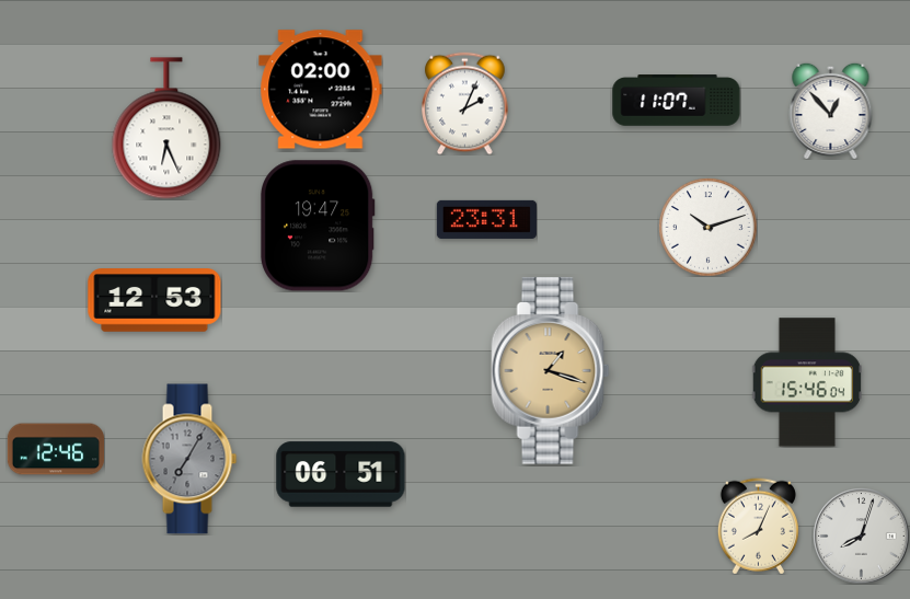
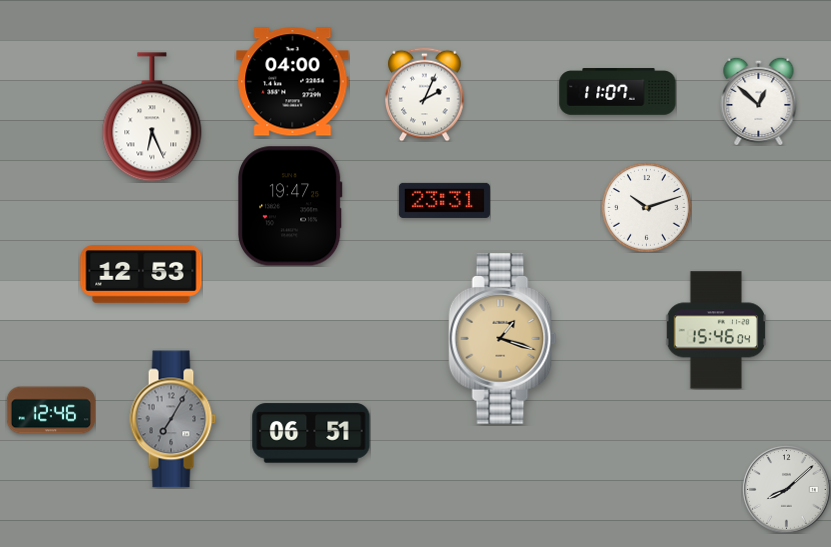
clock at (321, 90): 02:00 -> 04:00
clock at (831, 111): 12:53 -> 12:52
clock at (807, 382) position: (807, 382) -> (716, 330)
clock at (758, 526): 8:04 -> none
clock at (861, 535): 8:03 -> 8:08
